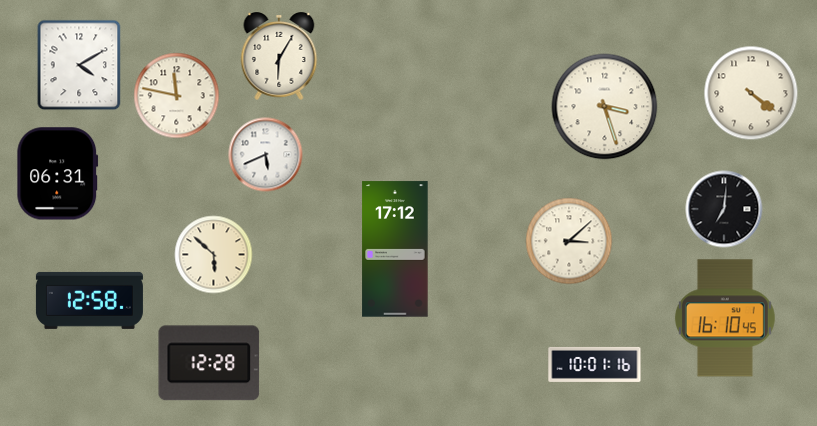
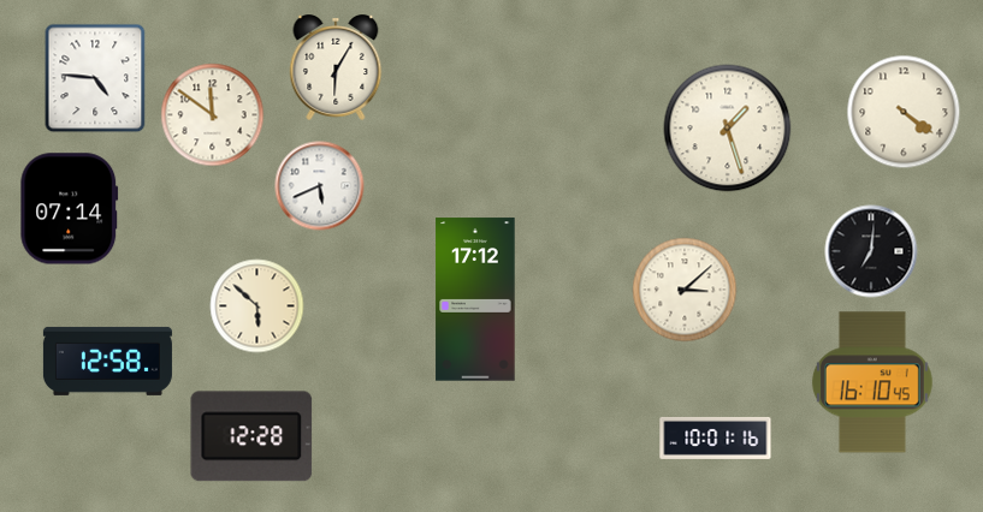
clock at (79, 65): 4:10 -> 4:46
clock at (177, 96): 11:47 -> 11:51
clock at (605, 107): 3:27 -> 1:27
clock at (58, 174): 06:31 -> 07:14
